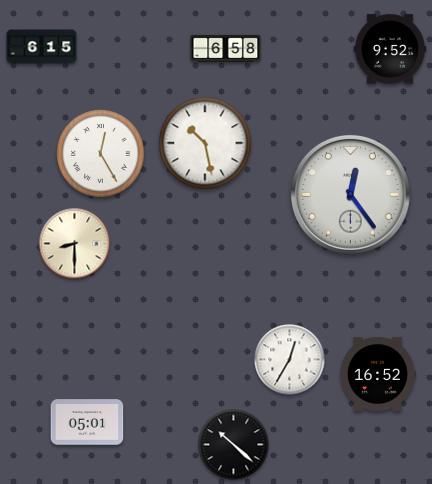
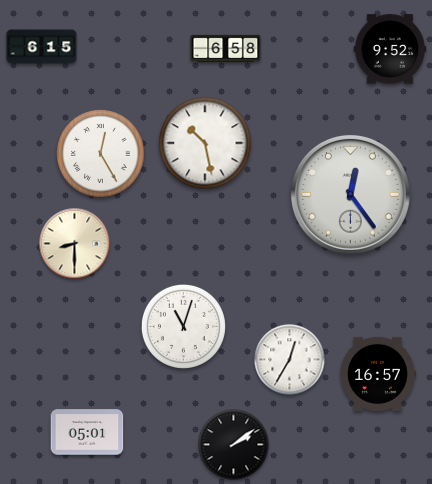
clock at (183, 326): none -> 11:03
clock at (378, 374): 16:52 -> 16:57
clock at (87, 422) position: (87, 422) -> (87, 432)
clock at (234, 445): 10:22 -> 2:09
